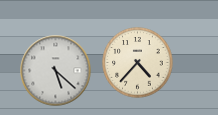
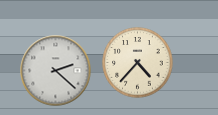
clock at (56, 71): 5:22 -> 2:22
